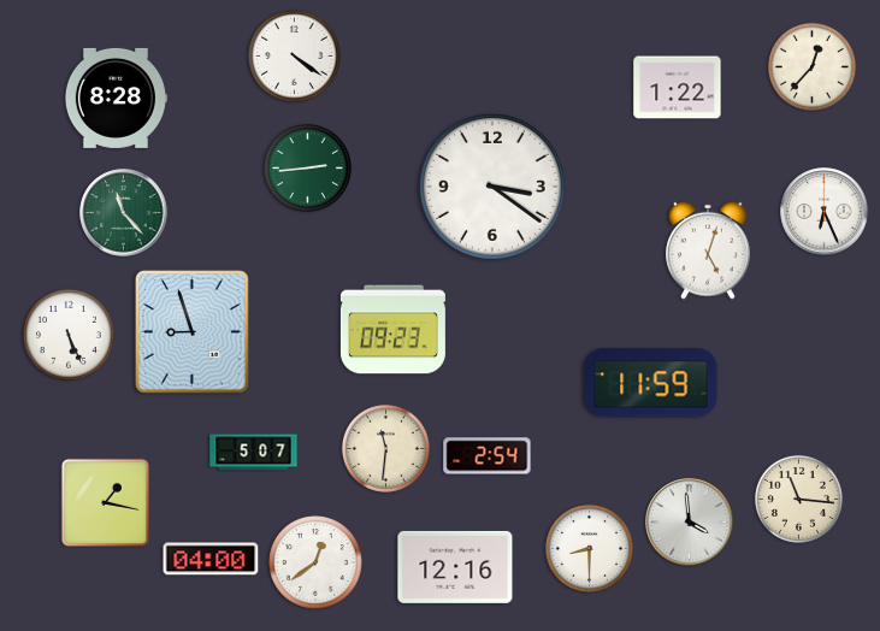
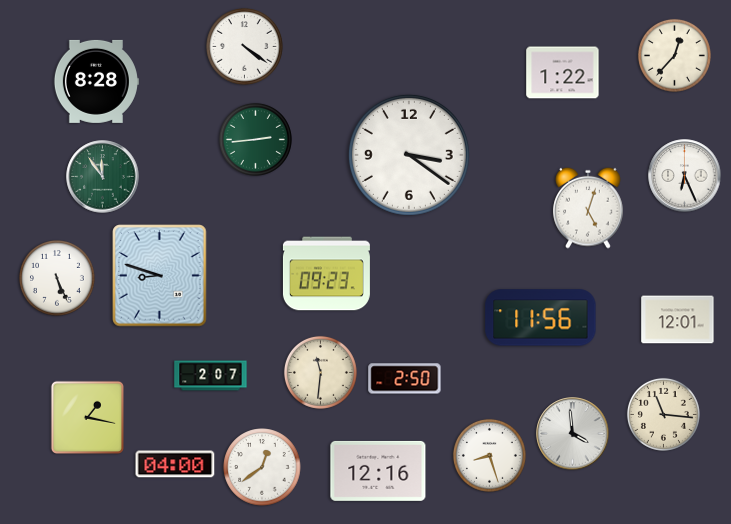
clock at (124, 213): 11:23 -> 11:54
clock at (193, 332): 8:57 -> 8:48
clock at (651, 383): 11:59 -> 11:56
clock at (678, 320): none -> 12:01
clock at (254, 453): 5:07 -> 2:07
clock at (488, 456): 2:54 -> 2:50
clock at (589, 548): 8:30 -> 8:27
